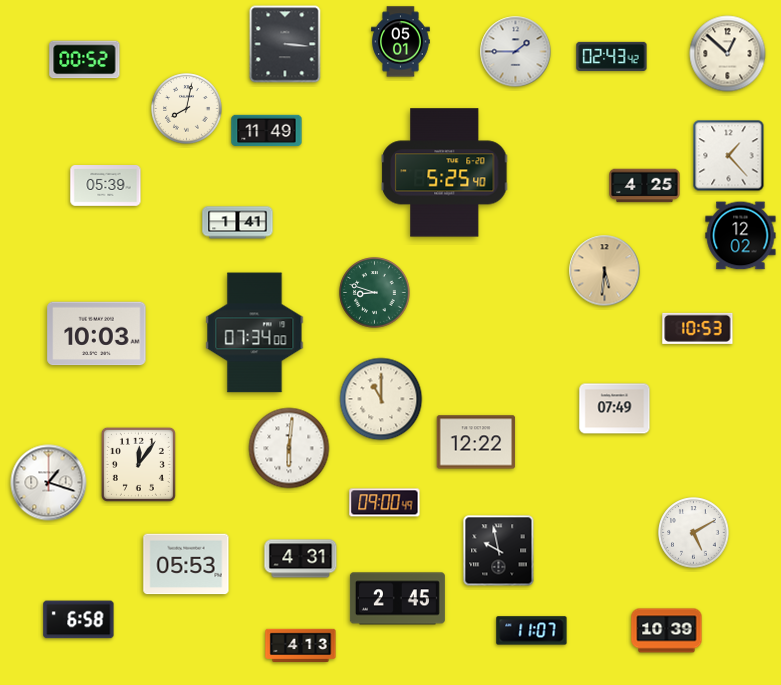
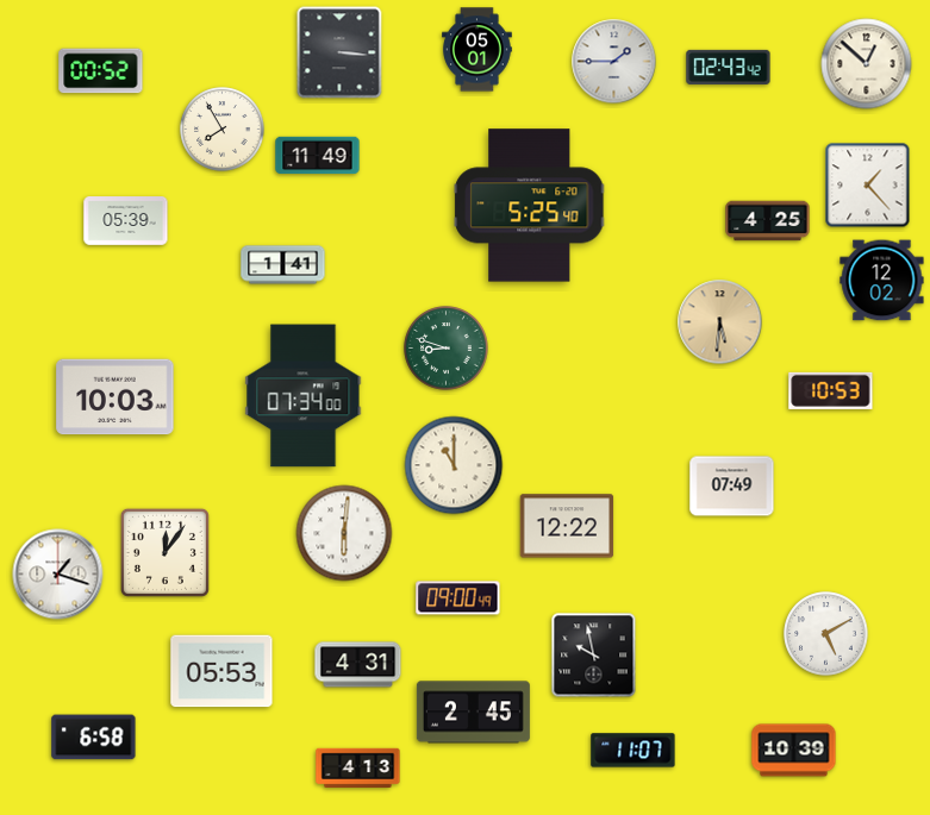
clock at (187, 109): 8:02 -> 7:55
clock at (381, 399) position: (381, 399) -> (454, 465)
